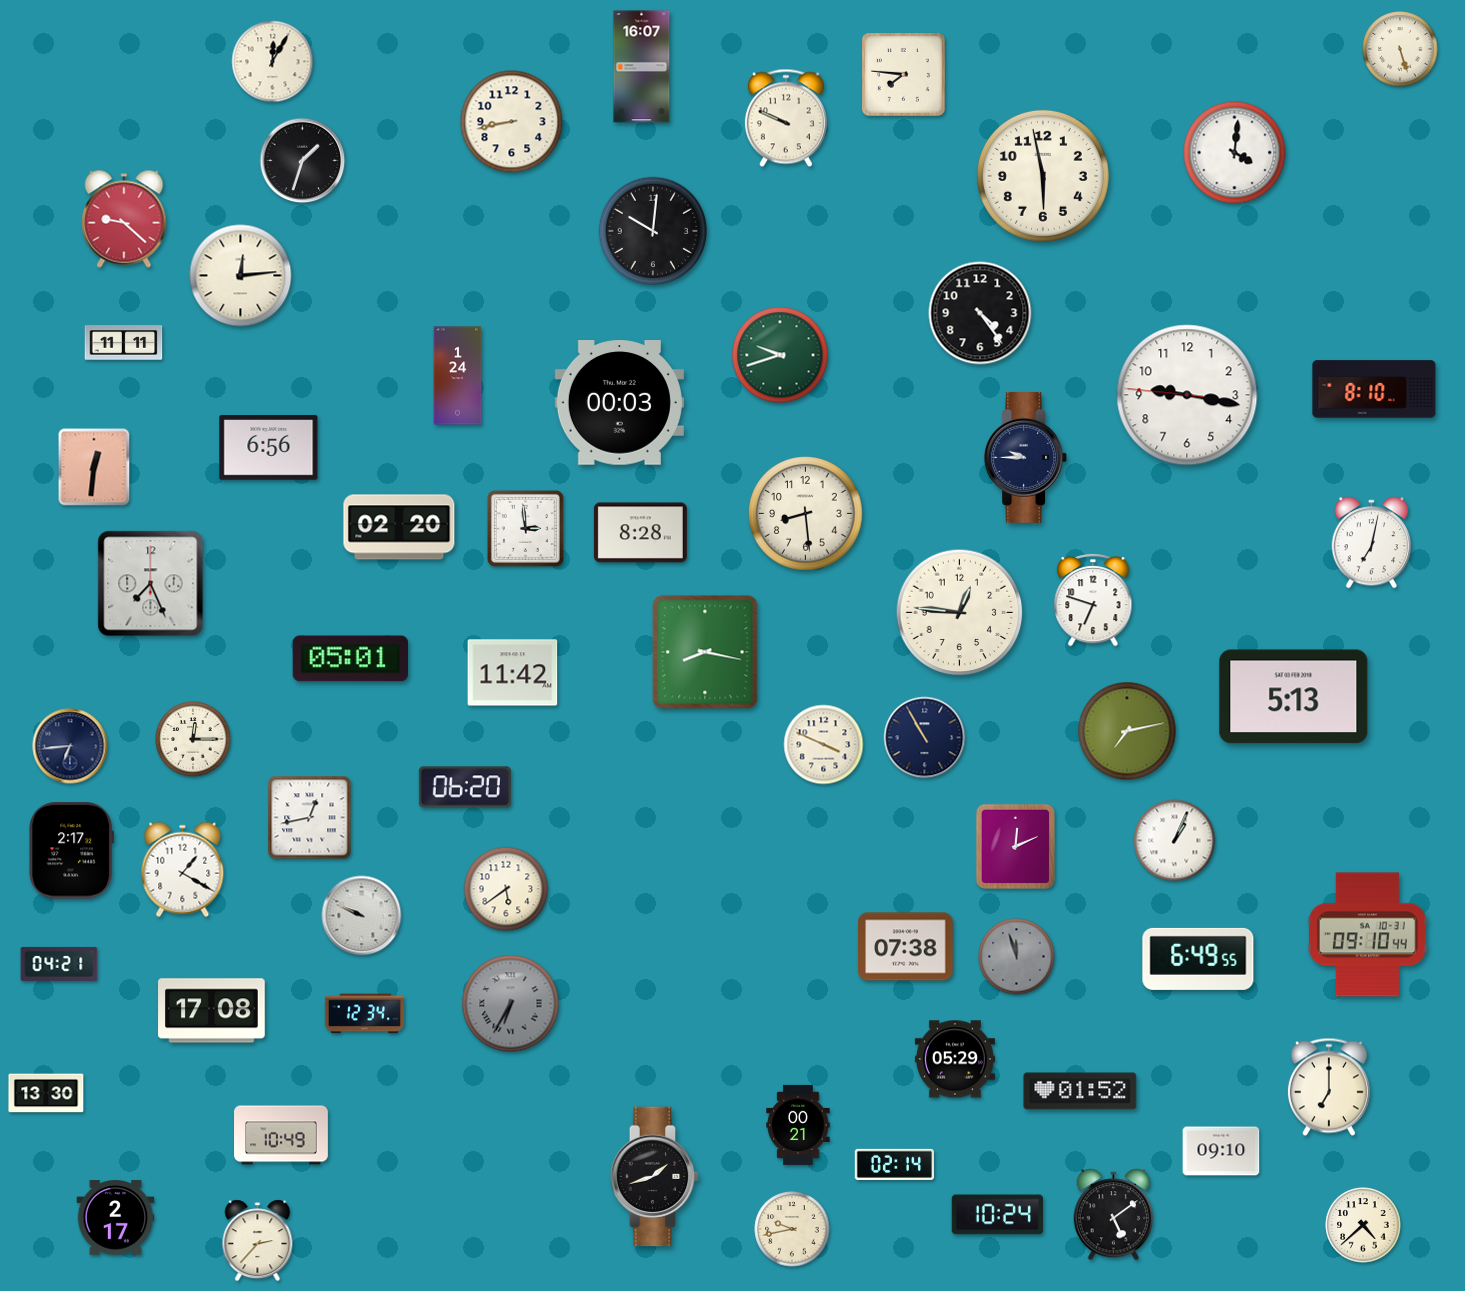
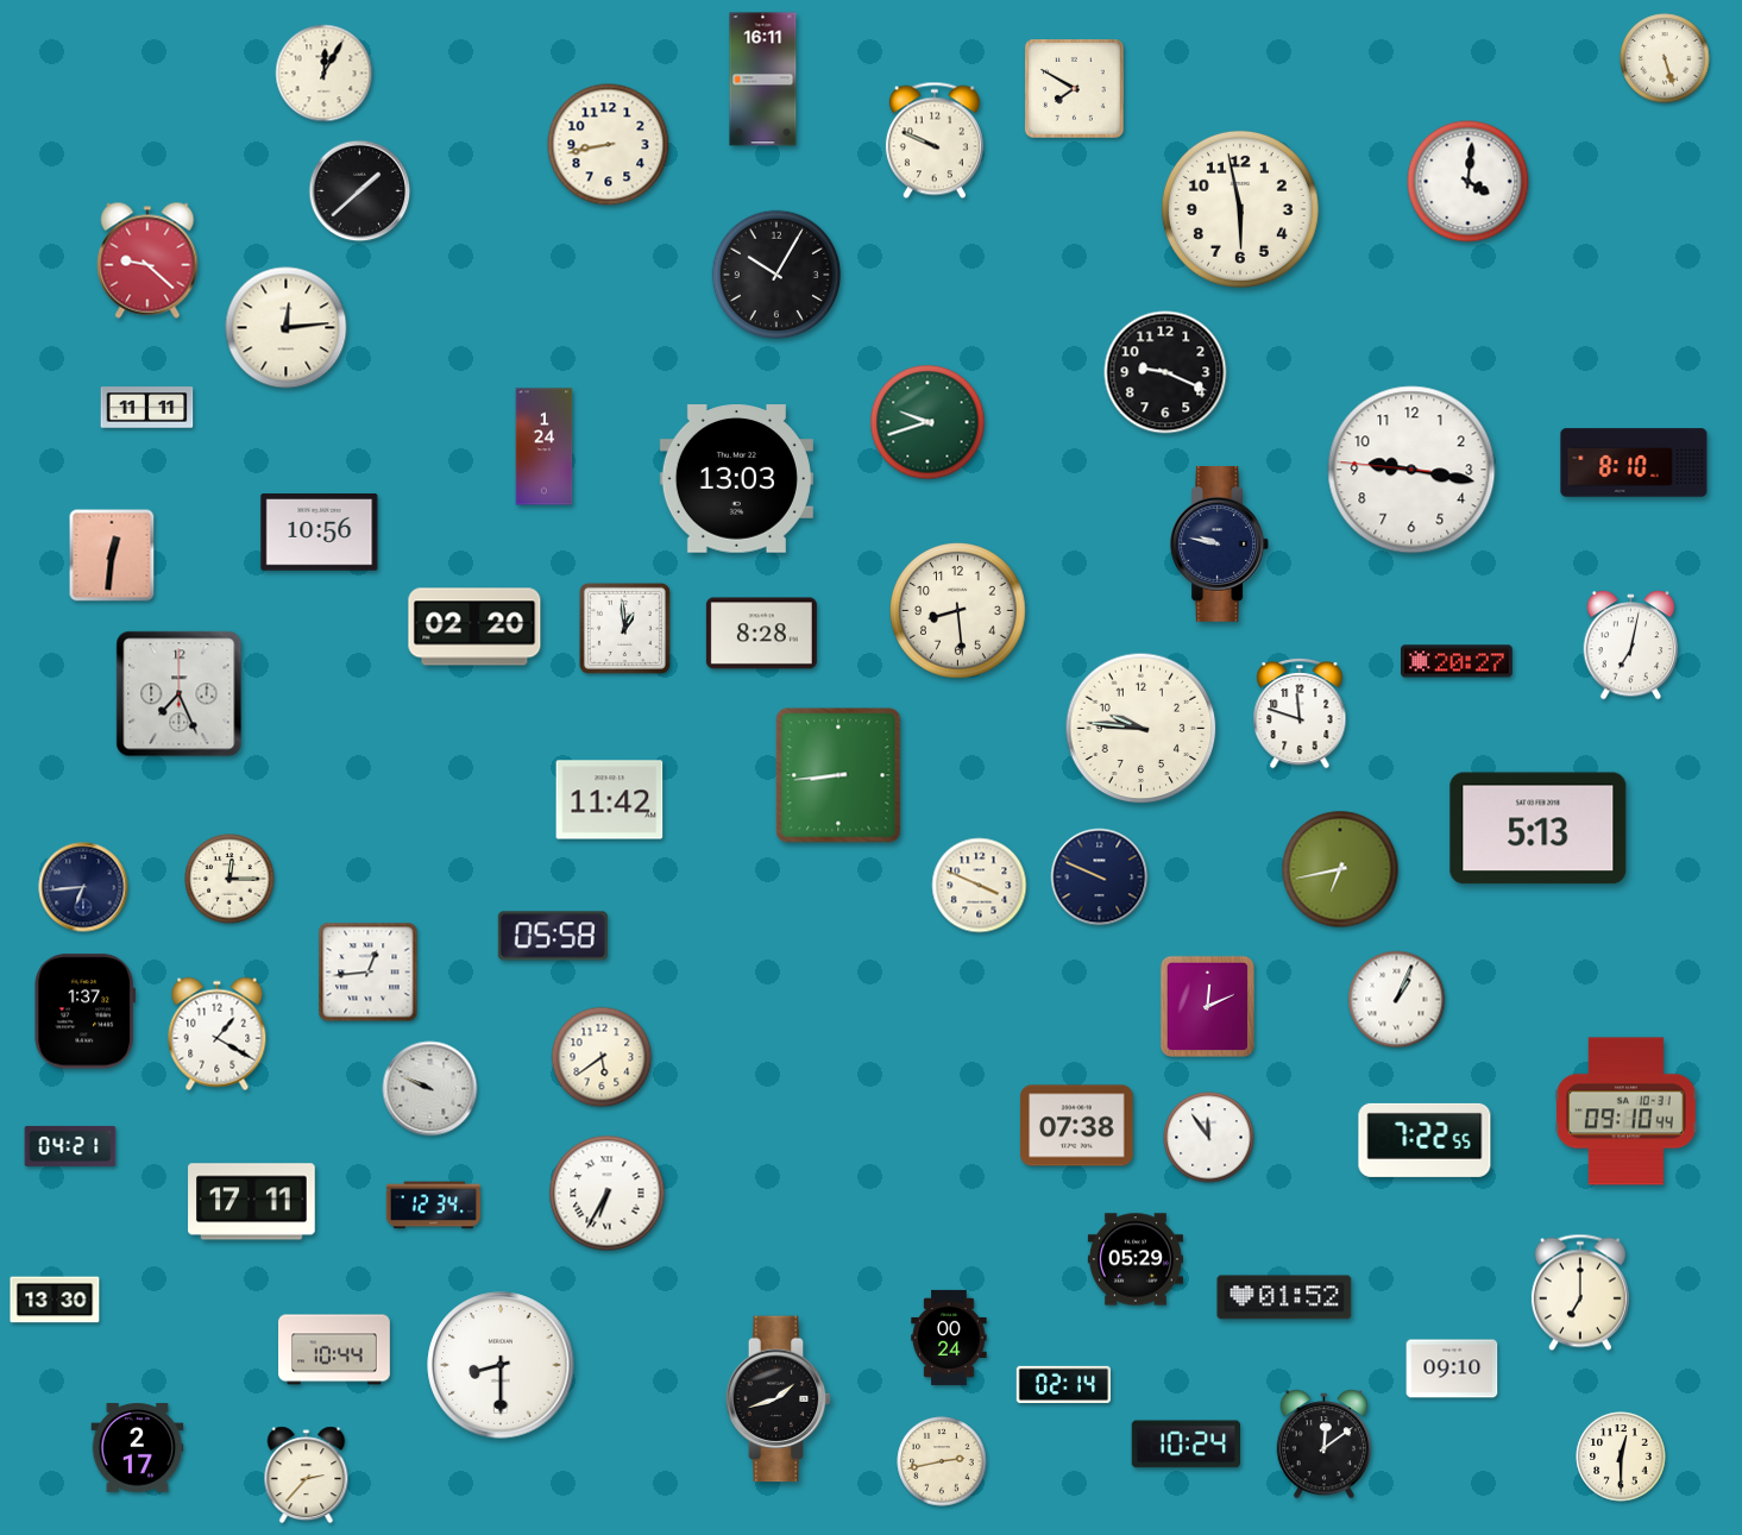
clock at (642, 67): 16:07 -> 16:11
clock at (904, 75): 7:46 -> 7:50
clock at (303, 161): 1:33 -> 1:38
clock at (653, 231): 10:01 -> 10:05
clock at (980, 313): 4:24 -> 9:19
clock at (619, 403): 00:03 -> 13:03
clock at (269, 448): 6:56 -> 10:56
clock at (1026, 457): 9:45 -> 9:47
clock at (525, 528): 2:59 -> 12:59
clock at (1458, 661): none -> 20:27
clock at (1093, 600): 6:48 -> 11:48
clock at (960, 613): 12:46 -> 9:46
clock at (705, 652): 8:17 -> 8:44
clock at (351, 659): 05:01 -> none
clock at (1127, 731): 7:13 -> 6:43
clock at (925, 738): 10:55 -> 9:49
clock at (465, 787): 06:20 -> 05:58
clock at (310, 818): 12:43 -> 12:44
clock at (72, 851): 2:17 -> 1:37
clock at (1017, 957): 11:57 -> 11:54
clock at (1017, 957) dial: grey -> white
clock at (1198, 959): 6:49 -> 7:22
clock at (511, 1004) dial: grey -> white
clock at (212, 1011): 17:08 -> 17:11
clock at (798, 1125): 00:21 -> 00:24
clock at (281, 1135): 10:49 -> 10:44
clock at (501, 1365): none -> 8:30
clock at (1114, 1215): 5:09 -> 12:09
clock at (1363, 1225): 4:38 -> 12:30
clock at (792, 1229): 9:43 -> 2:43
